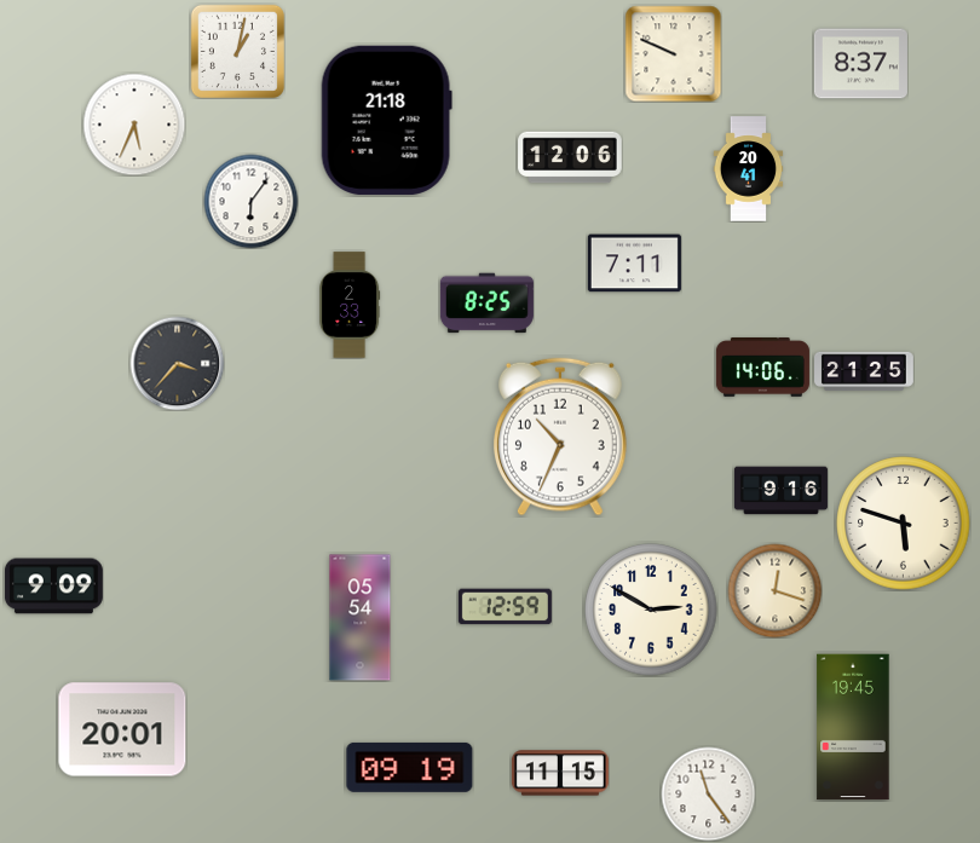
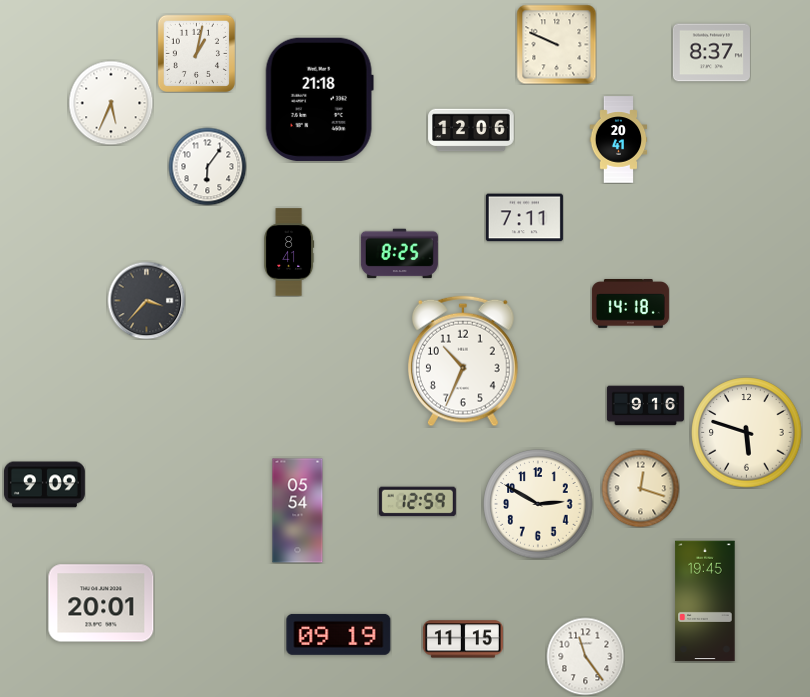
clock at (237, 51) position: (237, 51) -> (196, 53)
clock at (486, 304) position: (486, 304) -> (399, 254)
clock at (350, 305): 2:33 -> 8:41
clock at (762, 368): 14:06 -> 14:18
clock at (865, 371): 21:25 -> none
